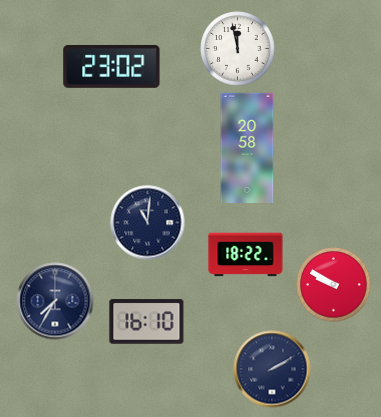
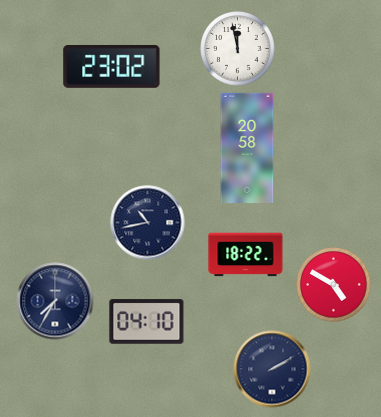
clock at (148, 223): 11:01 -> 10:43
clock at (334, 285): 9:50 -> 4:50
clock at (147, 322): 16:10 -> 04:10
